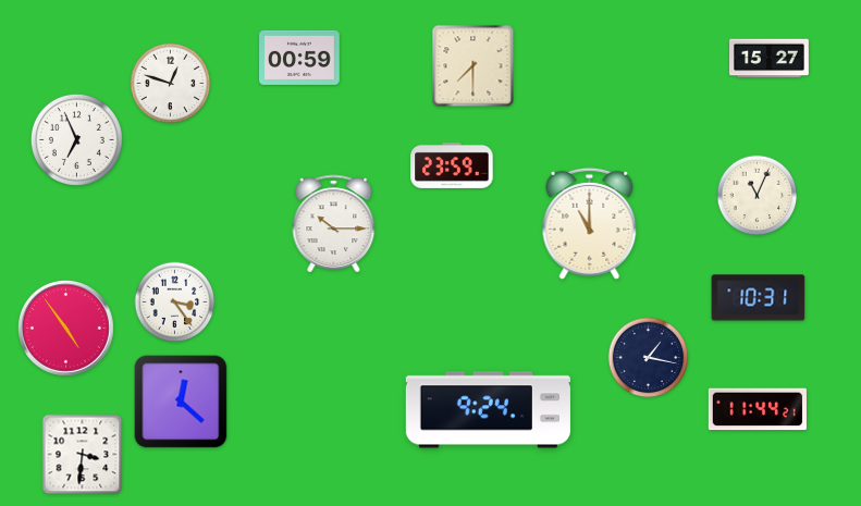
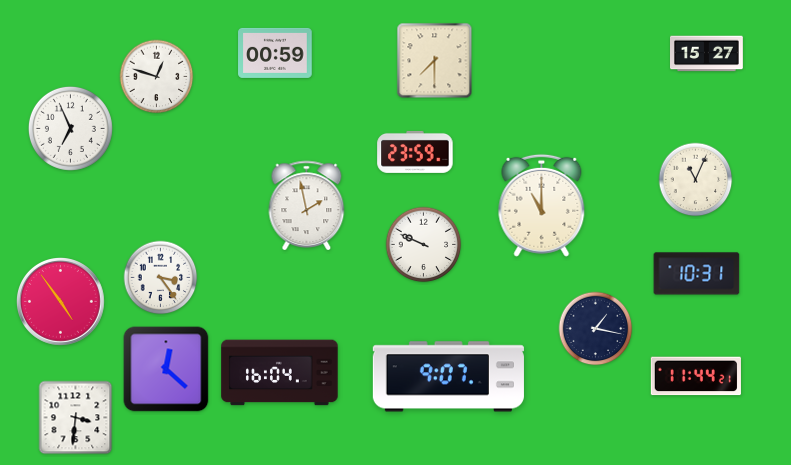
clock at (334, 223): 10:15 -> 1:58
clock at (424, 245): none -> 9:49
clock at (280, 373): none -> 16:04
clock at (488, 410): 9:24 -> 9:07
